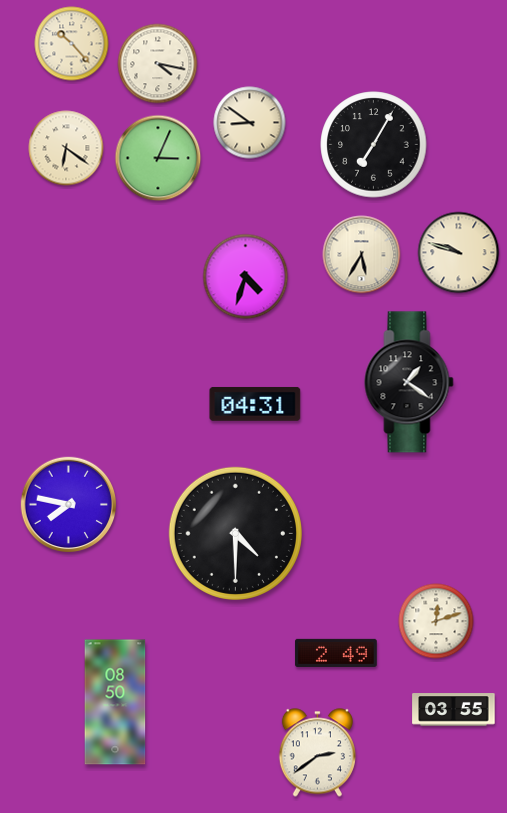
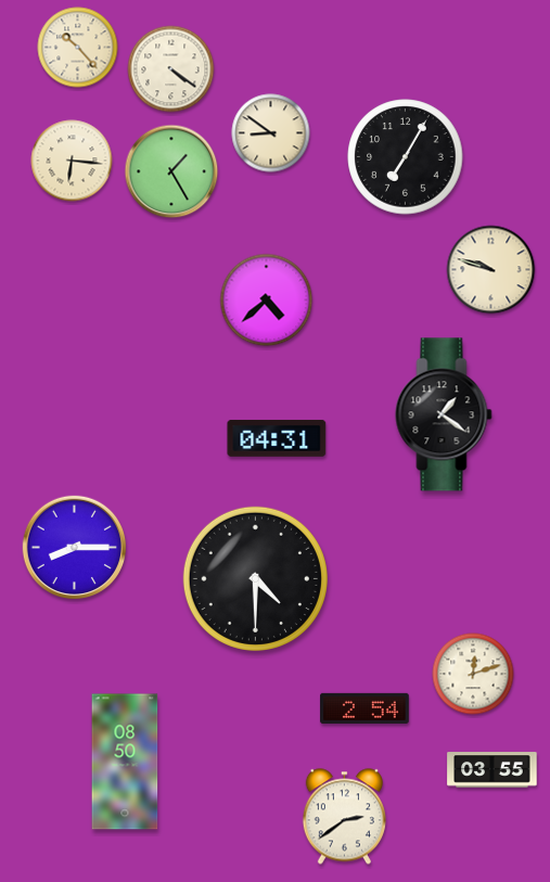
clock at (158, 64): 4:17 -> 4:21
clock at (66, 148): 6:21 -> 6:16
clock at (158, 158): 3:04 -> 1:25
clock at (459, 253) position: (459, 253) -> (491, 270)
clock at (362, 255): 5:35 -> none
clock at (246, 277): 4:33 -> 4:38
clock at (69, 505): 7:47 -> 8:15
clock at (336, 653): 2:49 -> 2:54
